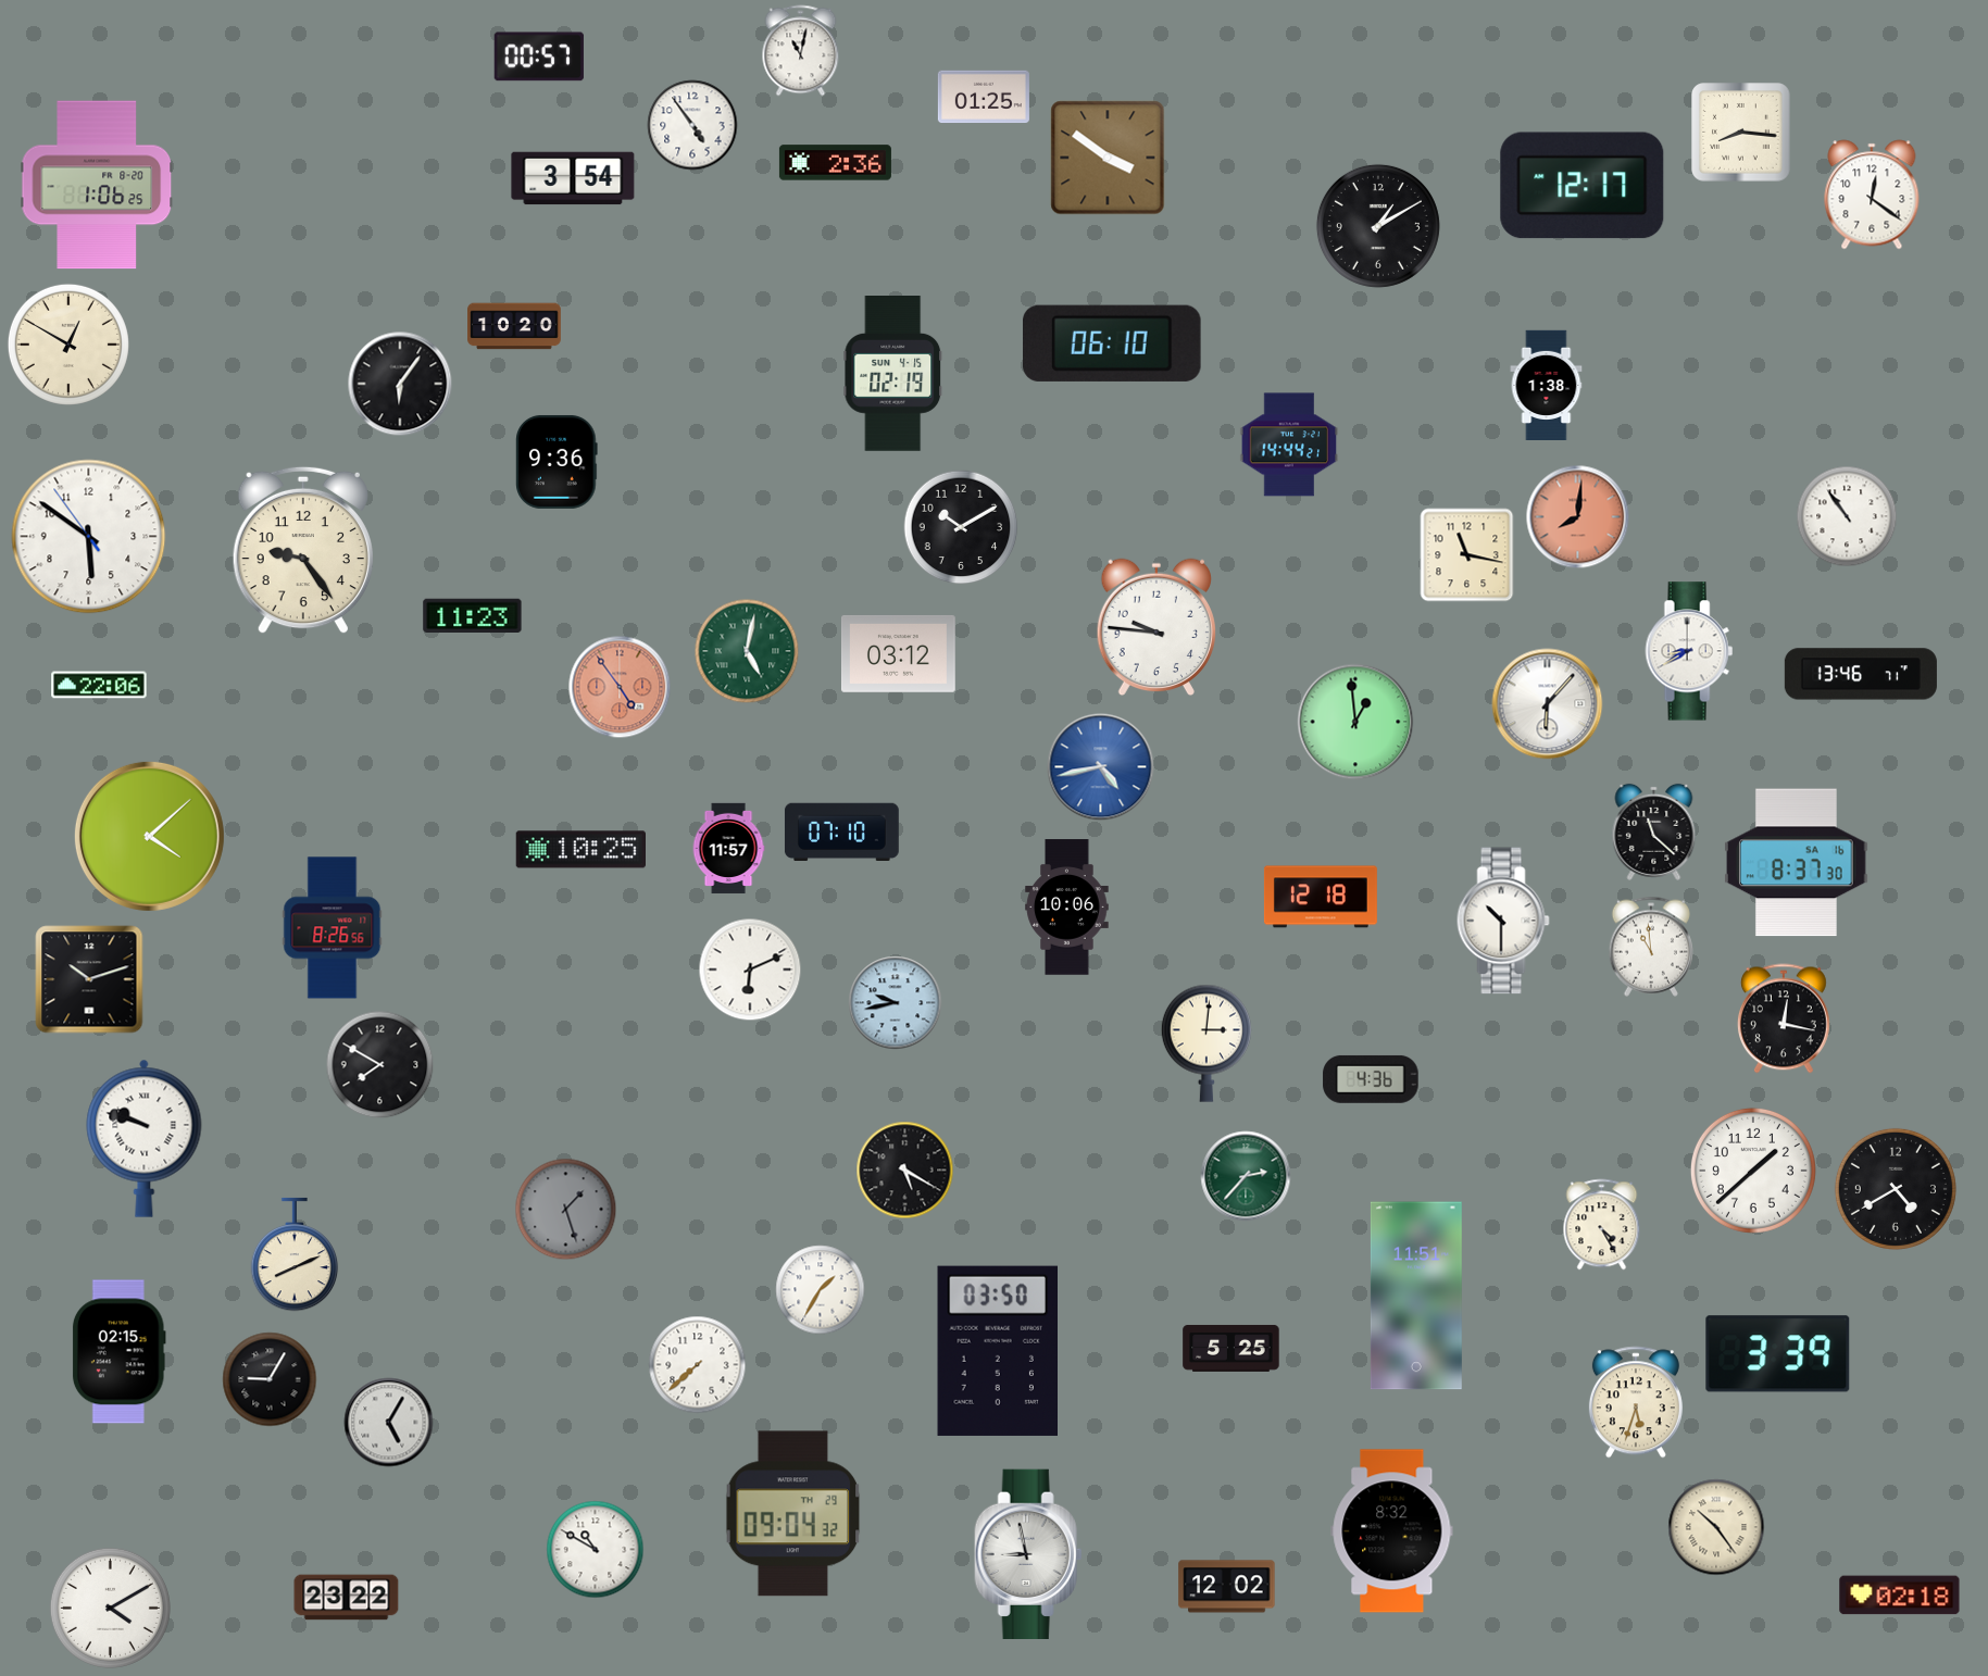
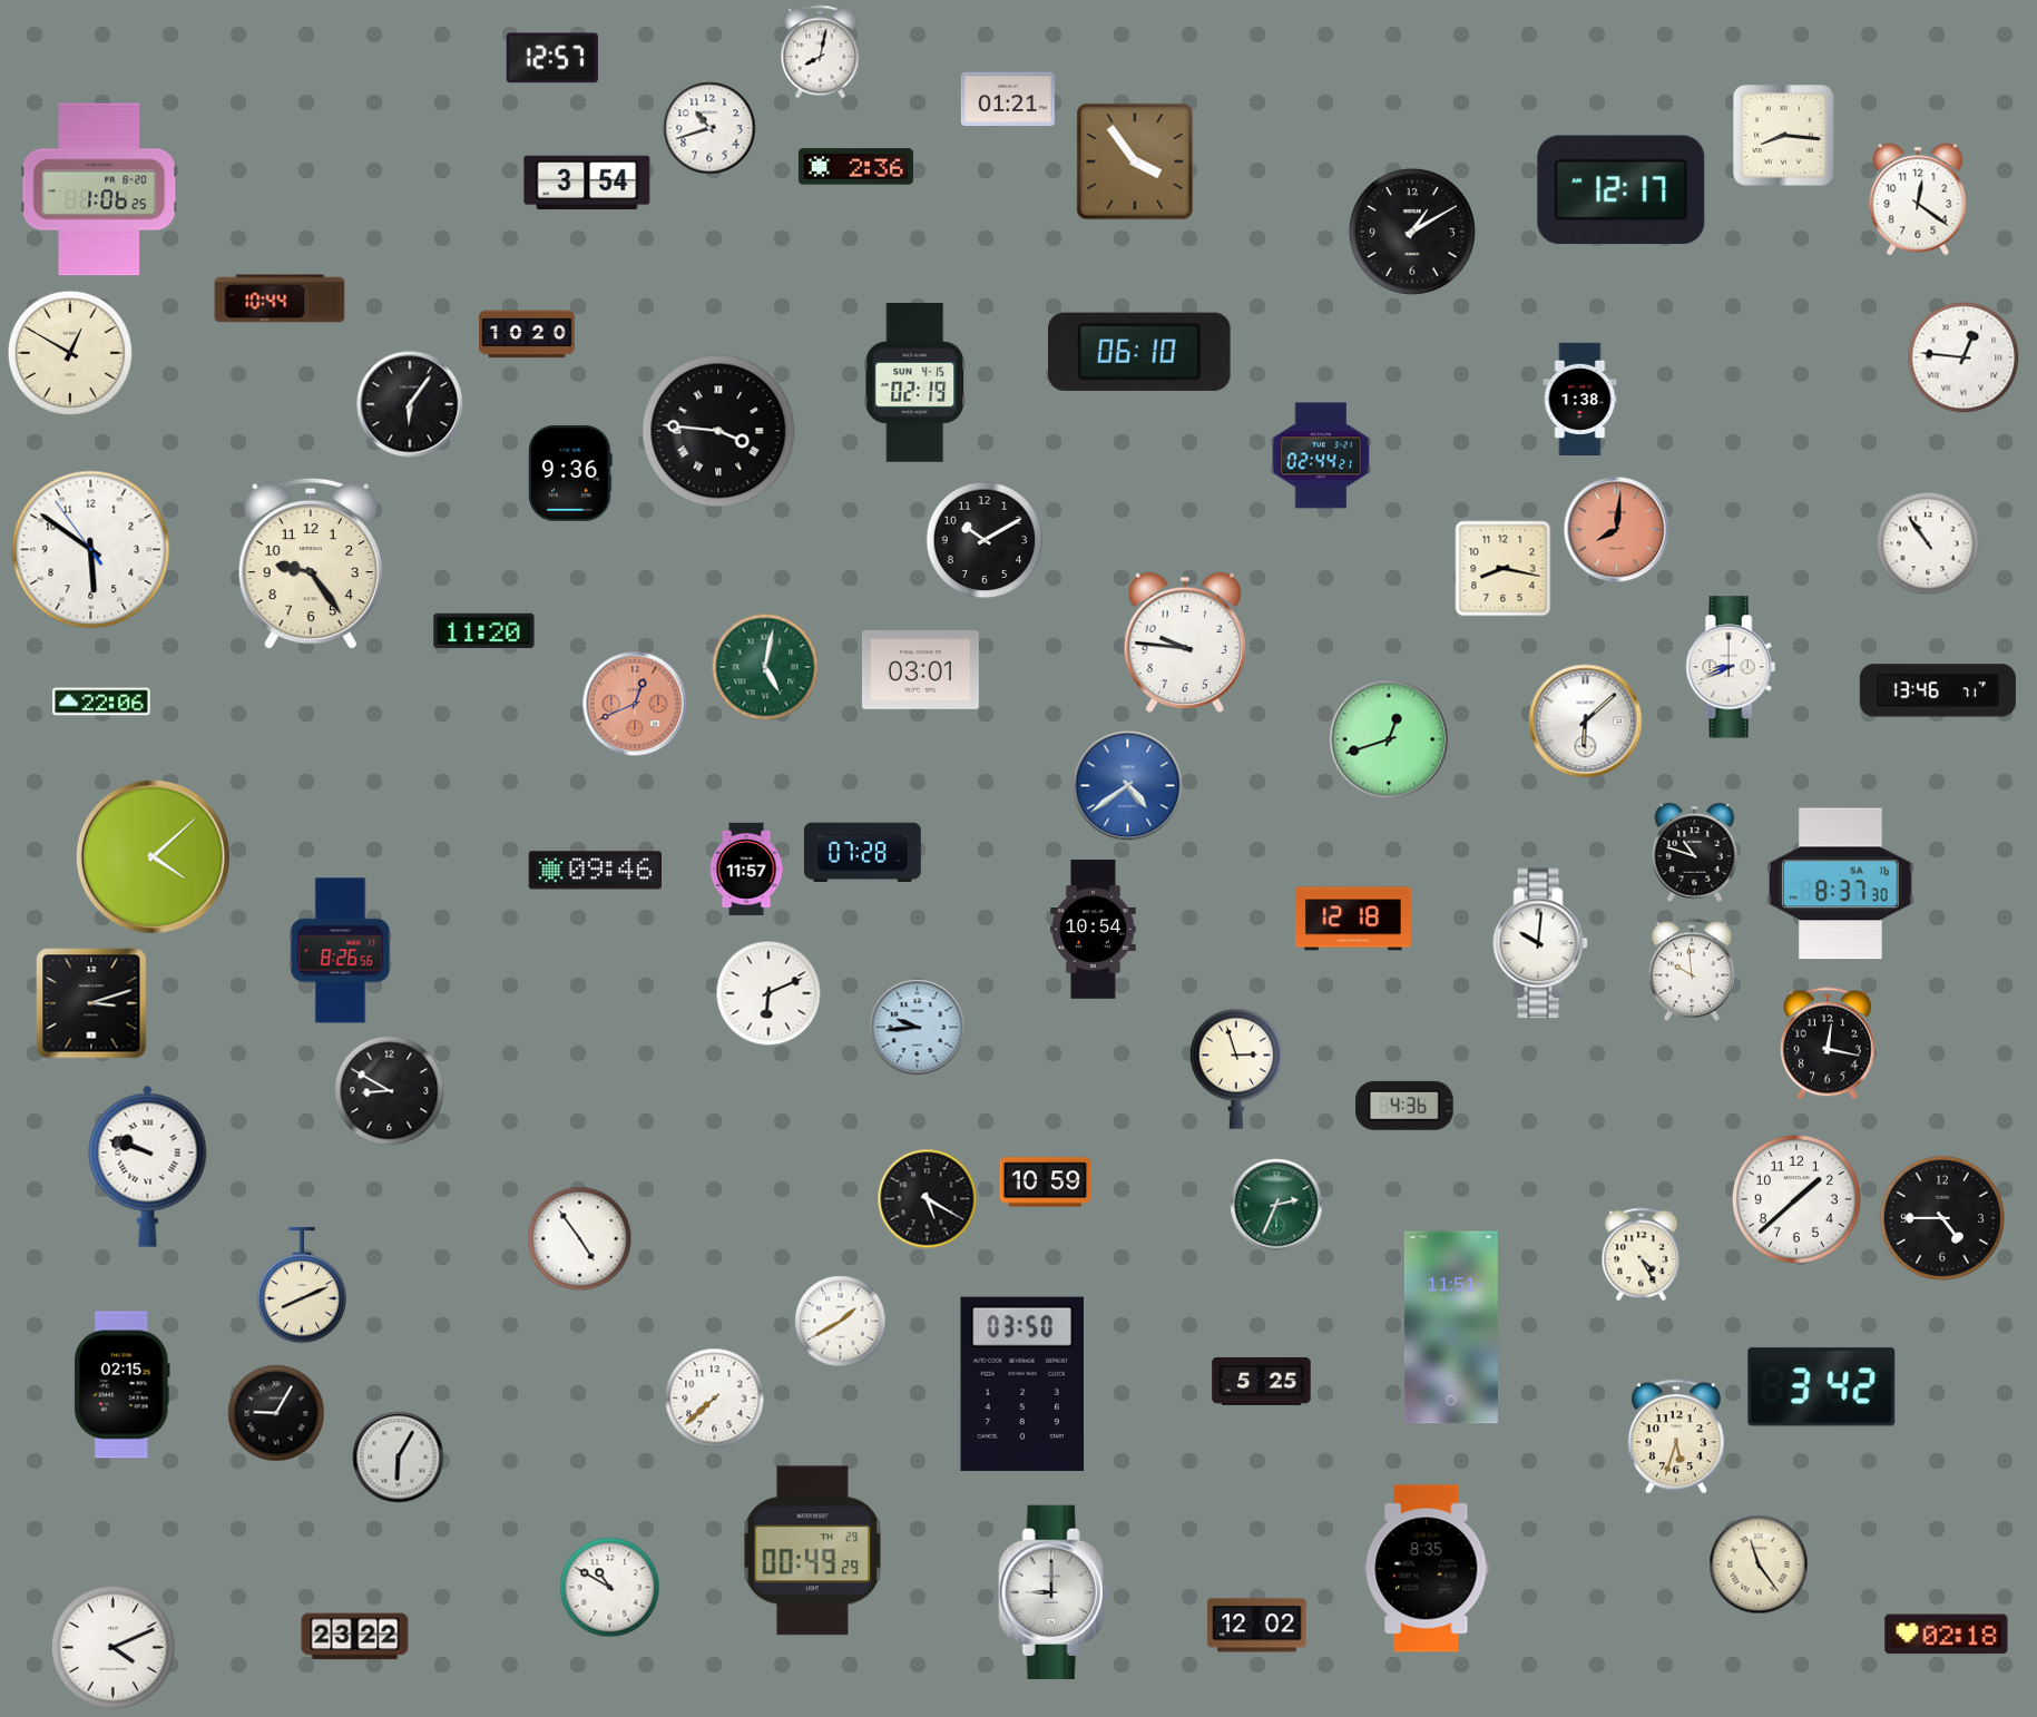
clock at (801, 51): 11:02 -> 8:02
clock at (539, 57): 00:57 -> 12:57
clock at (984, 97): 01:25 -> 01:21
clock at (692, 125): 4:54 -> 10:42
clock at (1108, 158): 3:51 -> 3:54
clock at (280, 298): none -> 10:44
clock at (1963, 357): none -> 12:46
clock at (400, 384) position: (400, 384) -> (410, 404)
clock at (1547, 385) position: (1547, 385) -> (1580, 399)
clock at (718, 431): none -> 3:46
clock at (1289, 445): 14:44 -> 02:44
clock at (1847, 516) position: (1847, 516) -> (1928, 543)
clock at (1467, 555): 11:17 -> 8:17
clock at (473, 616): 11:23 -> 11:20
clock at (1689, 651): 8:40 -> 8:41
clock at (898, 653): 03:12 -> 03:01
clock at (1861, 674) position: (1861, 674) -> (1938, 690)
clock at (620, 687): 4:54 -> 12:41
clock at (1548, 704): 6:07 -> 6:08
clock at (1355, 722): 12:59 -> 12:42
clock at (1101, 767): 4:43 -> 4:39
clock at (841, 831): 07:10 -> 07:28
clock at (1654, 831): 11:22 -> 10:48
clock at (580, 850): 10:25 -> 09:46
clock at (1067, 908): 10:06 -> 10:54
clock at (1503, 921): 10:30 -> 10:01
clock at (1651, 947): 10:59 -> 9:59
clock at (89, 979): 10:12 -> 3:12
clock at (896, 1003): 9:43 -> 9:44
clock at (1206, 1043): 3:01 -> 2:57
clock at (380, 1065): 7:50 -> 8:50
clock at (1046, 1183): none -> 10:59
clock at (1246, 1176): 2:37 -> 2:34
clock at (1896, 1189): 4:40 -> 4:45
clock at (566, 1210): 1:27 -> 4:54
clock at (566, 1210) dial: grey -> white
clock at (821, 1290): 1:35 -> 1:40
clock at (1778, 1354): 3:39 -> 3:42
clock at (389, 1423): 5:05 -> 6:05
clock at (793, 1514): 09:04 -> 00:49
clock at (1716, 1527): 10:24 -> 11:24
clock at (1392, 1531): 8:32 -> 8:35
clock at (1028, 1553): 8:58 -> 9:00
clock at (110, 1608): 4:10 -> 4:11
